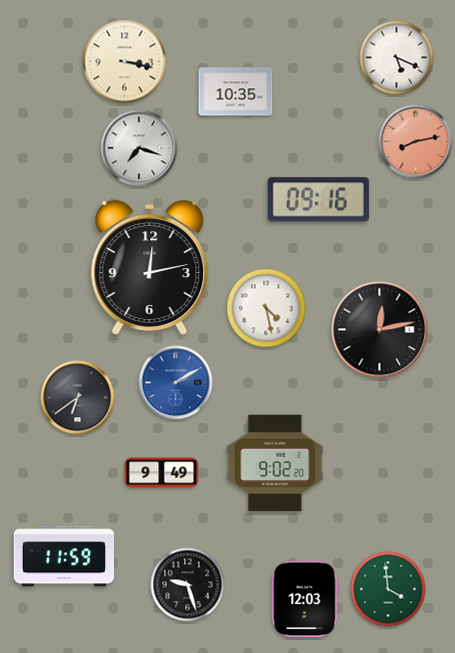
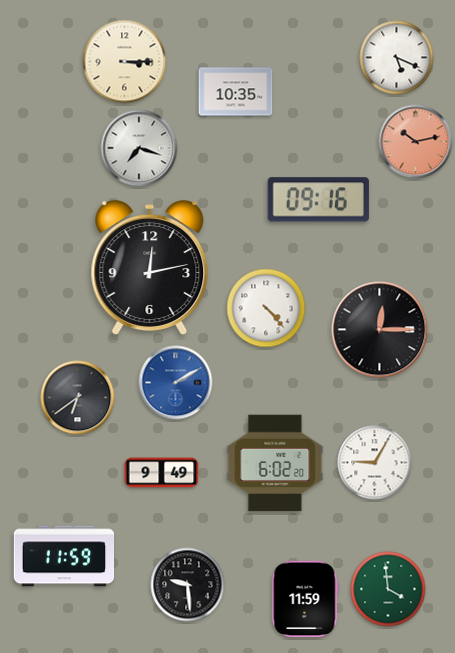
clock at (125, 62): 3:17 -> 3:15
clock at (416, 142): 8:13 -> 10:13
clock at (266, 308): 4:28 -> 4:23
clock at (380, 330): 12:13 -> 12:15
clock at (275, 463): 9:02 -> 6:02
clock at (375, 463): none -> 9:05
clock at (188, 585): 9:27 -> 9:29
clock at (305, 599): 12:03 -> 11:59
